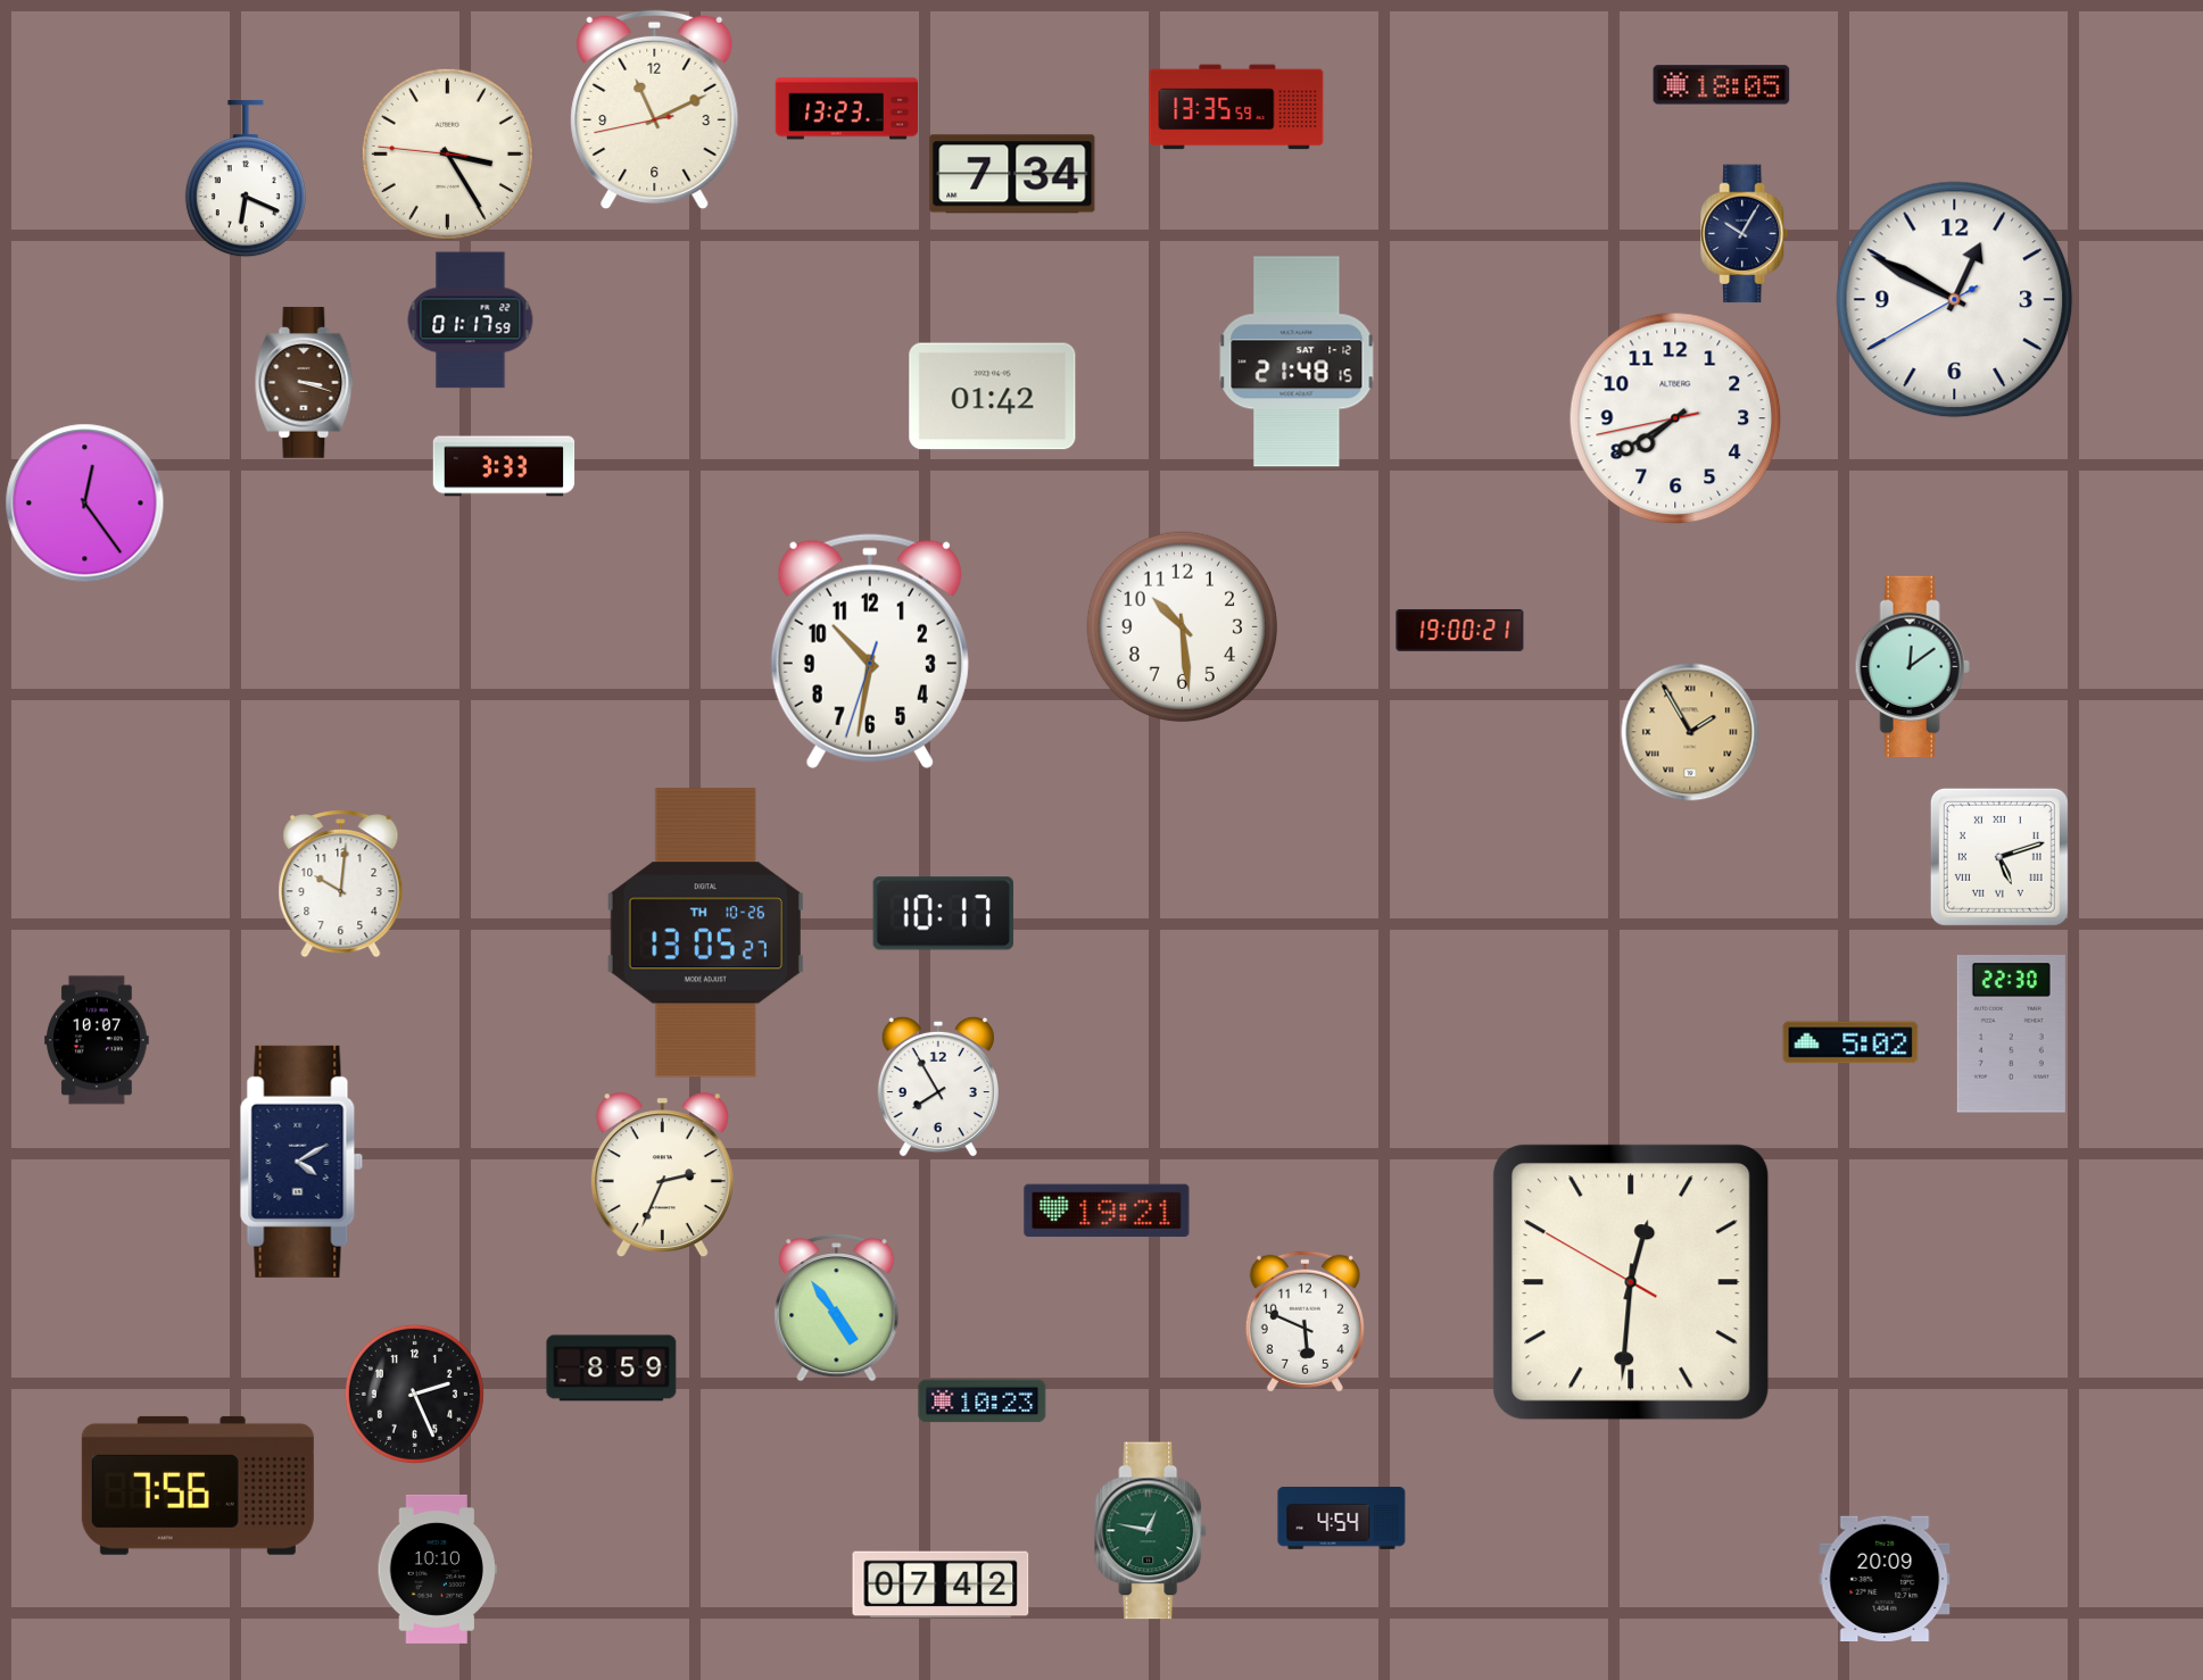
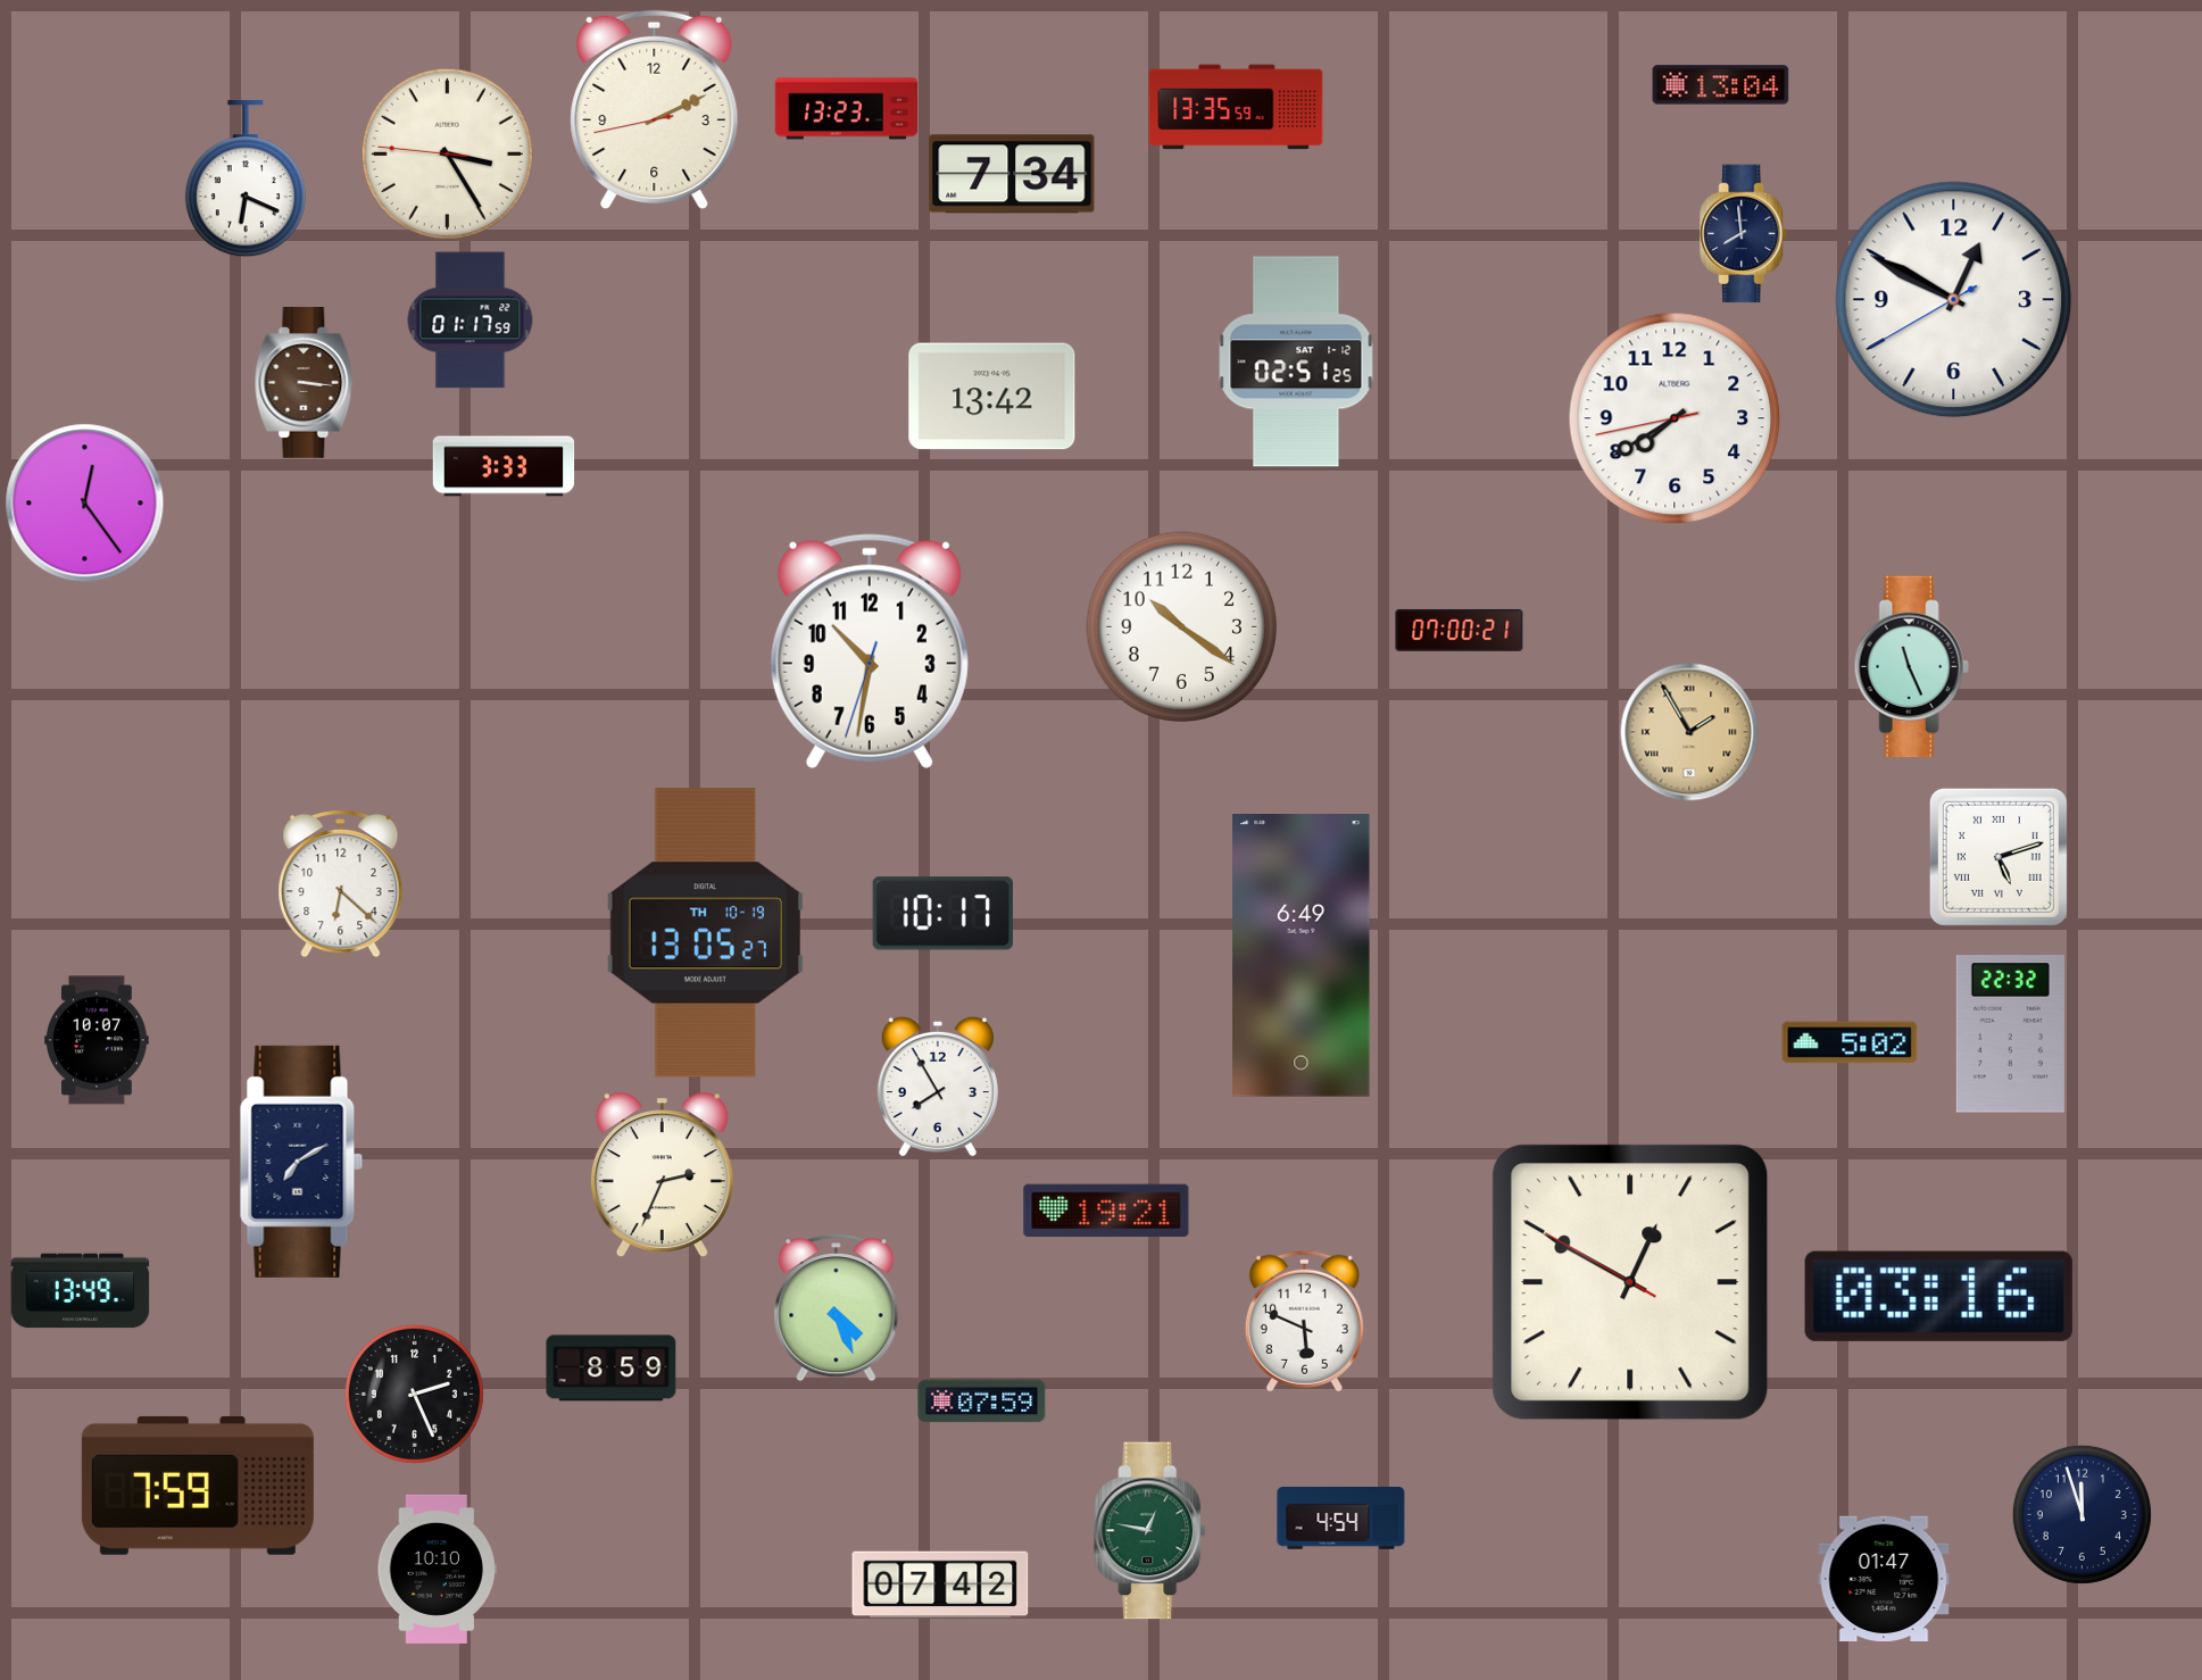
clock at (1722, 85): 18:05 -> 13:04
clock at (655, 110): 11:10 -> 2:10
clock at (1745, 234): 10:05 -> 7:59
clock at (1297, 361): 21:48 -> 02:51
clock at (305, 382): 3:18 -> 3:16
clock at (993, 397): 01:42 -> 13:42
clock at (1182, 626): 10:29 -> 10:21
clock at (1460, 631): 19:00 -> 07:00
clock at (1912, 667): 12:09 -> 11:26
clock at (341, 884): 10:01 -> 6:22
clock at (705, 933) date: TH 10-26 -> TH 10-19
clock at (1302, 956): none -> 6:49
clock at (2011, 1034): 22:30 -> 22:32
clock at (301, 1162): 4:10 -> 7:10
clock at (1631, 1282): 12:30 -> 12:49
clock at (81, 1291): none -> 13:49
clock at (1938, 1296): none -> 03:16
clock at (837, 1308): 4:54 -> 4:26
clock at (983, 1402): 10:23 -> 07:59
clock at (198, 1486): 7:56 -> 7:59
clock at (2081, 1514): none -> 11:57
clock at (1885, 1578): 20:09 -> 01:47
